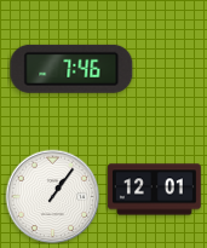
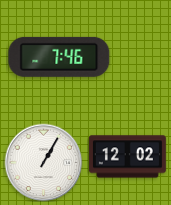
clock at (154, 190): 12:01 -> 12:02
clock at (52, 196): 1:06 -> 1:05
